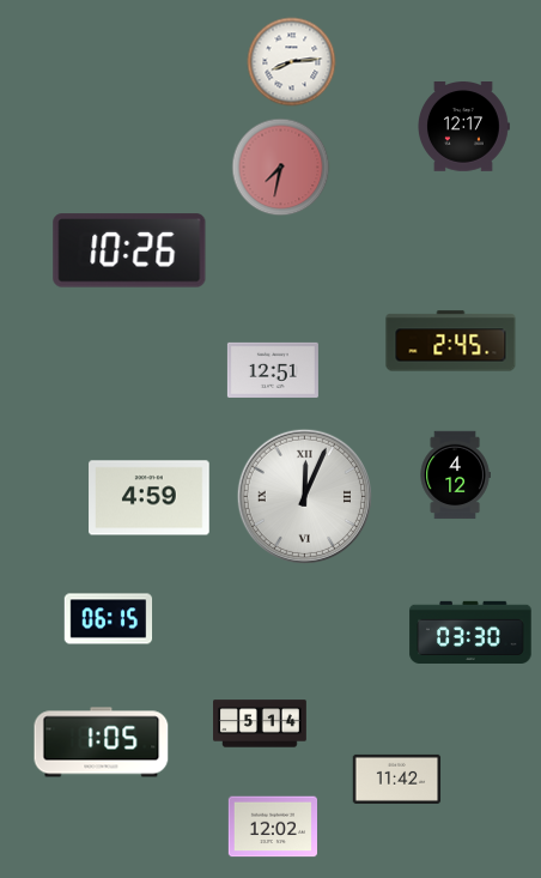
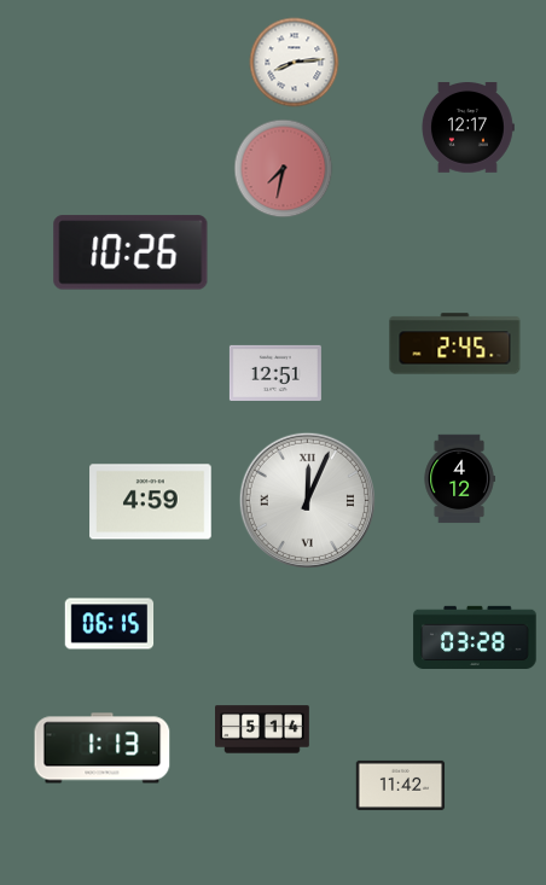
clock at (470, 631): 03:30 -> 03:28
clock at (102, 743): 1:05 -> 1:13
clock at (272, 826): 12:02 -> none
